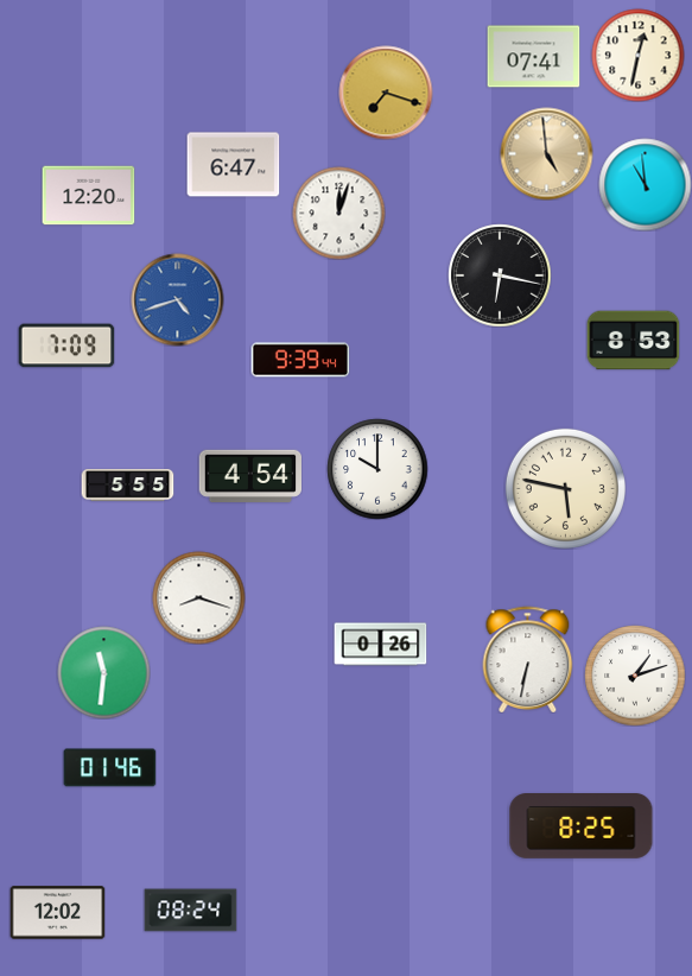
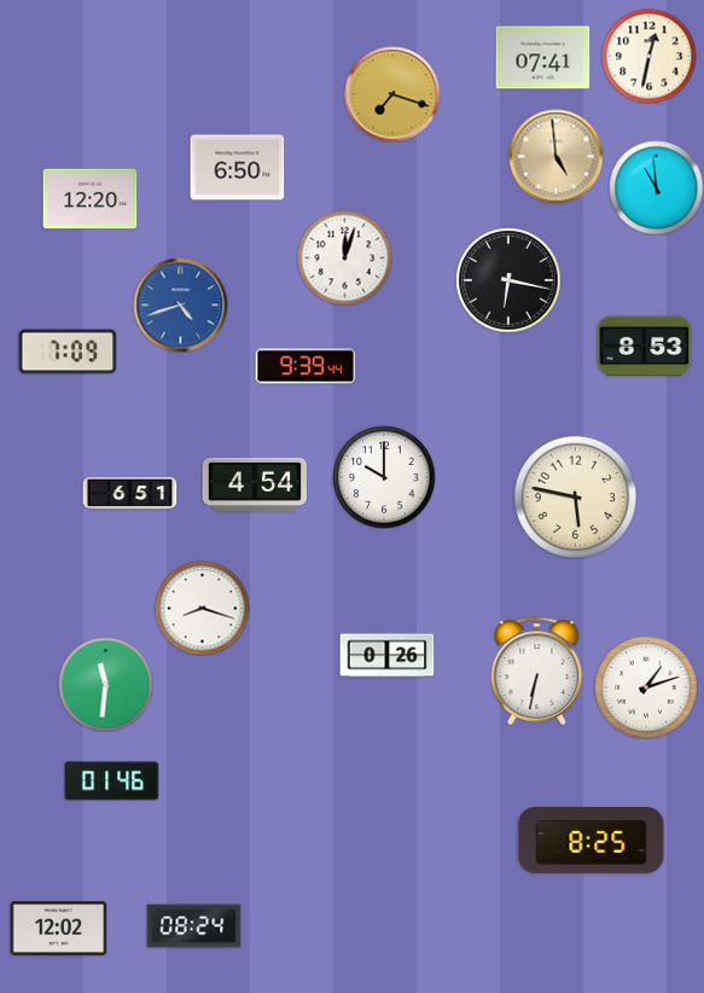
clock at (233, 165): 6:47 -> 6:50
clock at (338, 213) position: (338, 213) -> (344, 257)
clock at (127, 486): 5:55 -> 6:51
